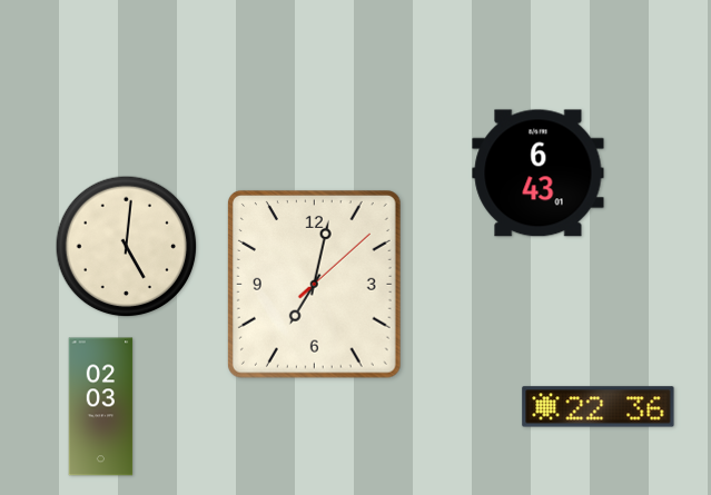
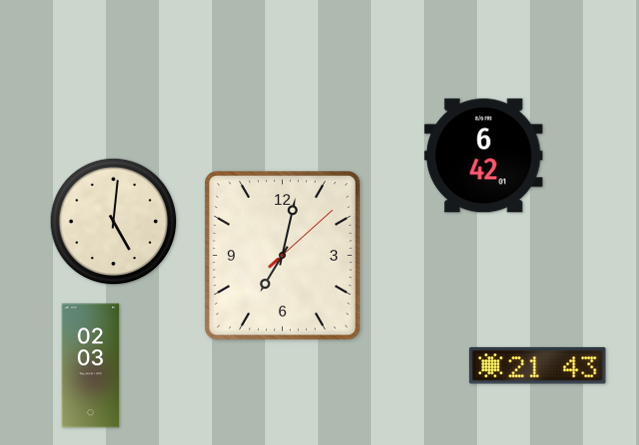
clock at (539, 174): 6:43 -> 6:42
clock at (599, 407): 22:36 -> 21:43
